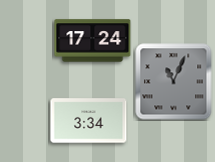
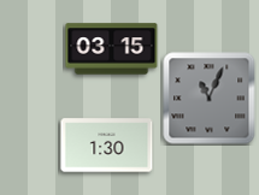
clock at (93, 41): 17:24 -> 03:15
clock at (89, 121): 3:34 -> 1:30
